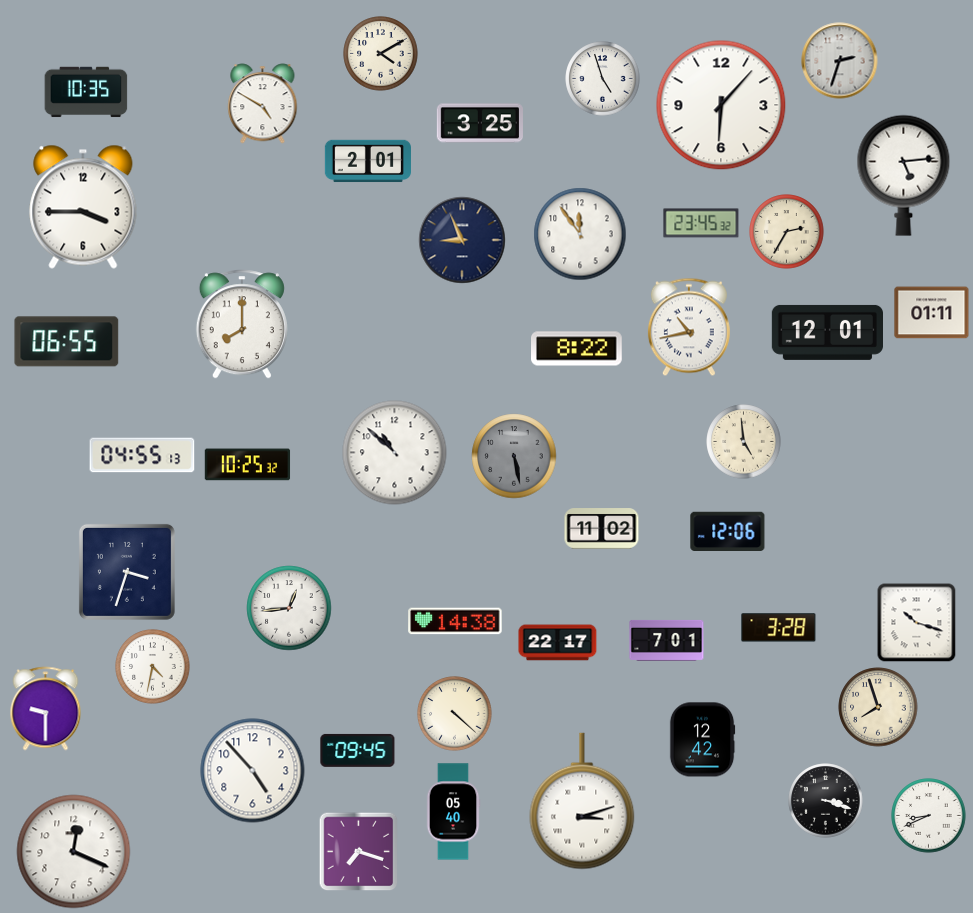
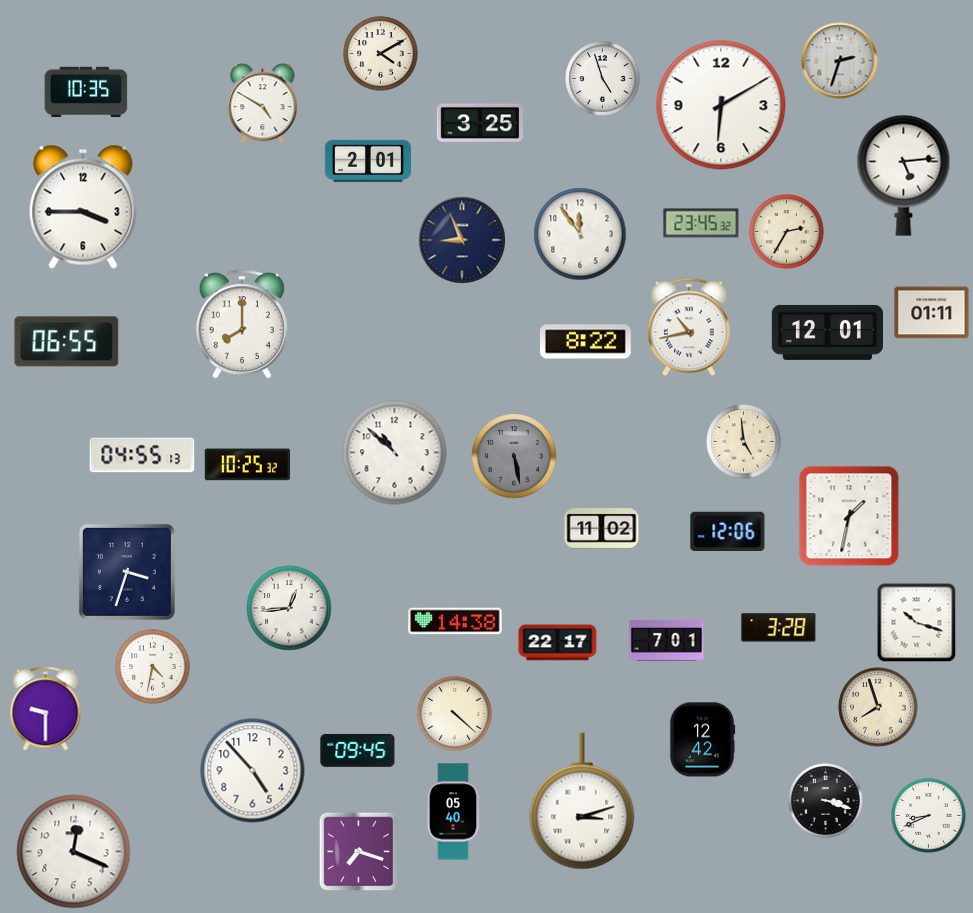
clock at (721, 105): 6:07 -> 6:10
clock at (577, 349) position: (577, 349) -> (586, 342)
clock at (849, 516): none -> 1:32
